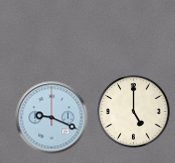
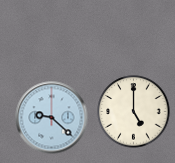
clock at (52, 118): 9:19 -> 9:22
